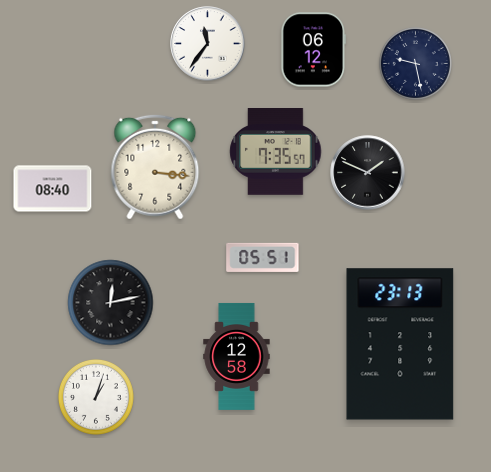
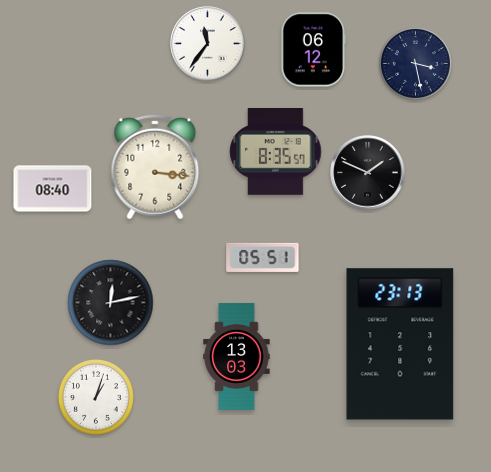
clock at (415, 63): 9:28 -> 3:28
clock at (276, 152): 7:35 -> 8:35
clock at (237, 356): 12:58 -> 13:03
